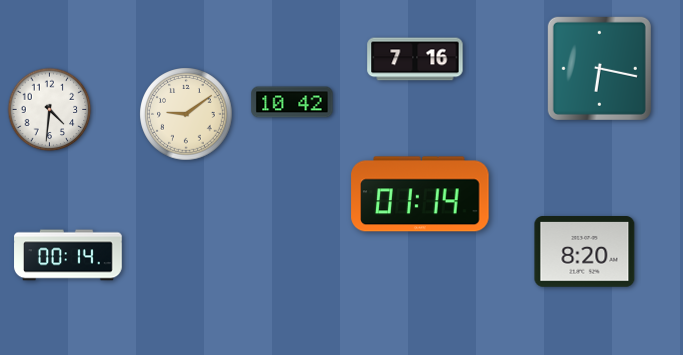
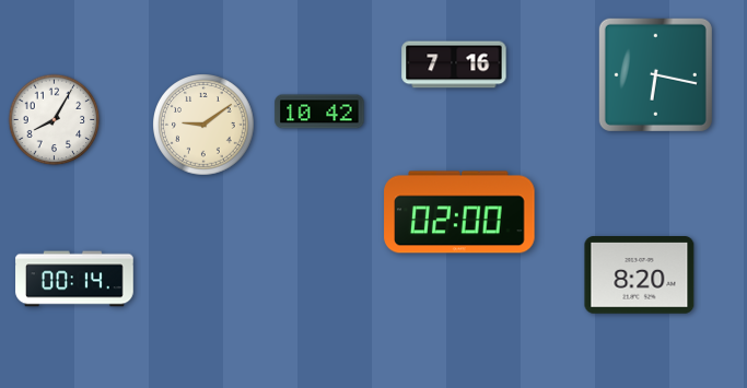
clock at (50, 110): 4:31 -> 8:05
clock at (420, 194): 01:14 -> 02:00
